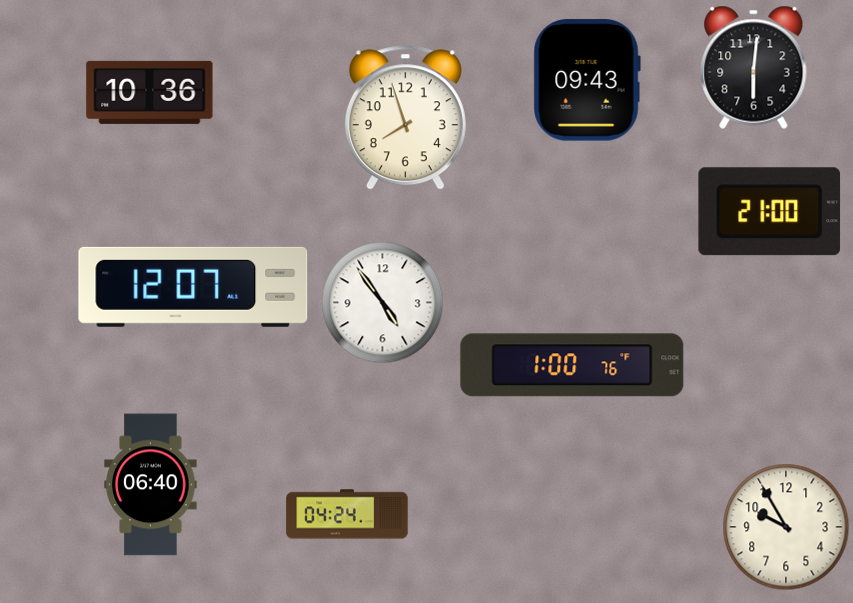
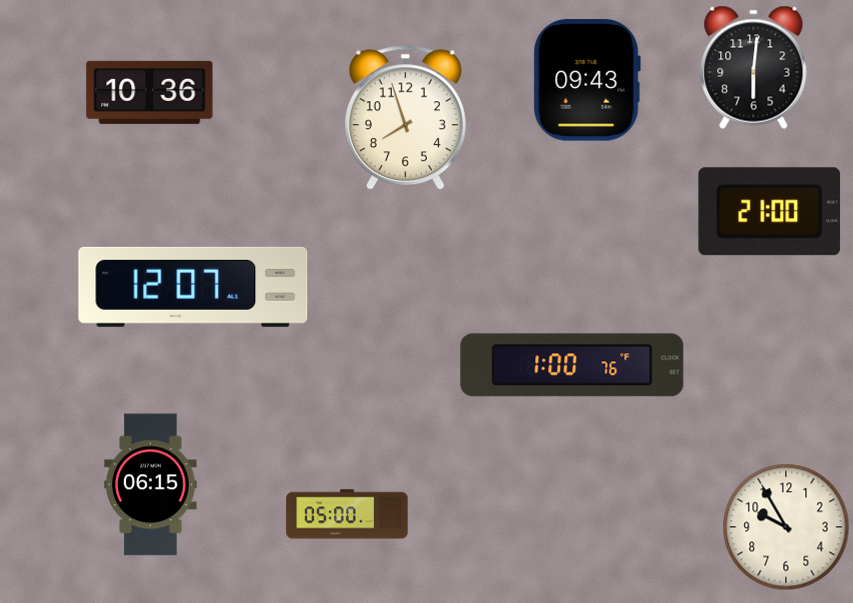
clock at (383, 303): 4:54 -> none
clock at (151, 485): 06:40 -> 06:15
clock at (347, 514): 04:24 -> 05:00
